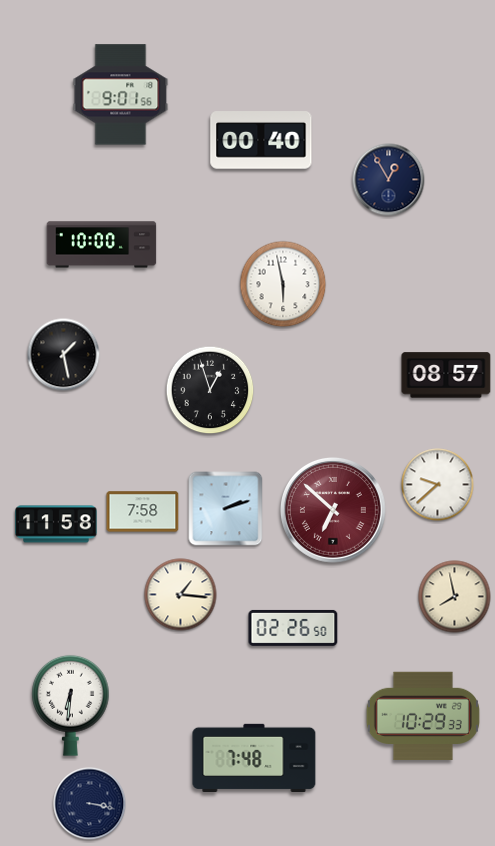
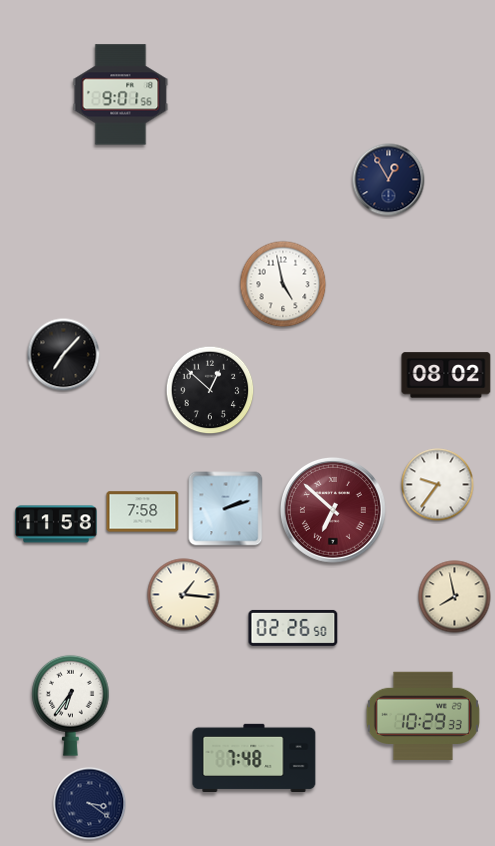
clock at (261, 140): 00:40 -> none
clock at (102, 245): 10:00 -> none
clock at (283, 284): 5:58 -> 4:58
clock at (64, 355): 1:28 -> 7:07
clock at (446, 375): 08:57 -> 08:02
clock at (210, 390): 12:57 -> 12:52
clock at (438, 485): 9:38 -> 9:36
clock at (181, 595) position: (181, 595) -> (184, 595)
clock at (71, 705): 6:31 -> 6:36
clock at (90, 804): 3:17 -> 3:21
